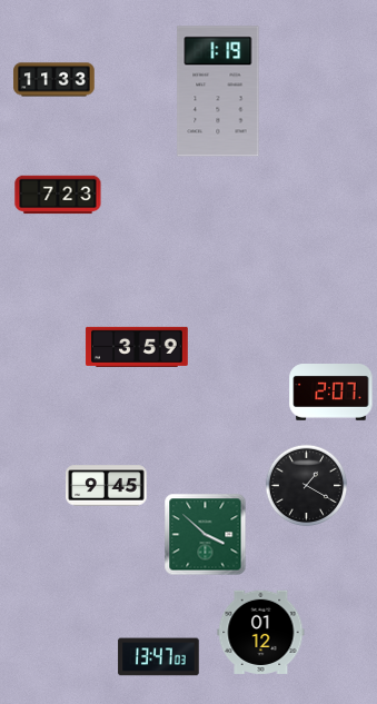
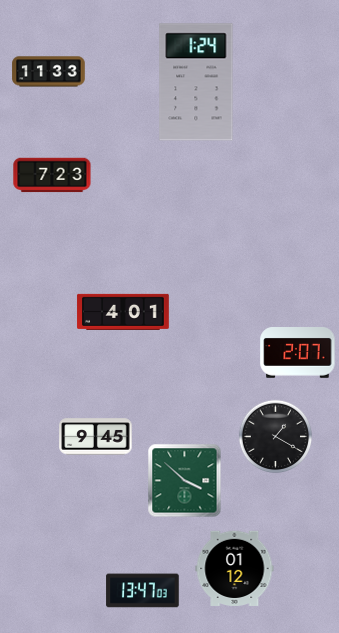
clock at (218, 91): 1:19 -> 1:24
clock at (137, 347): 3:59 -> 4:01
